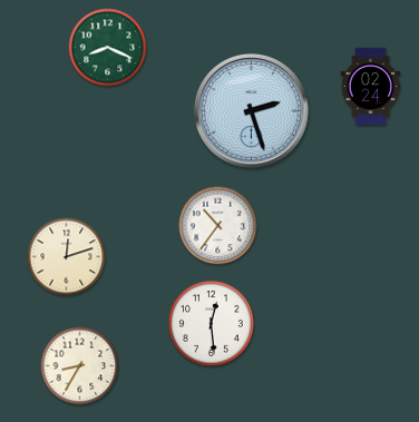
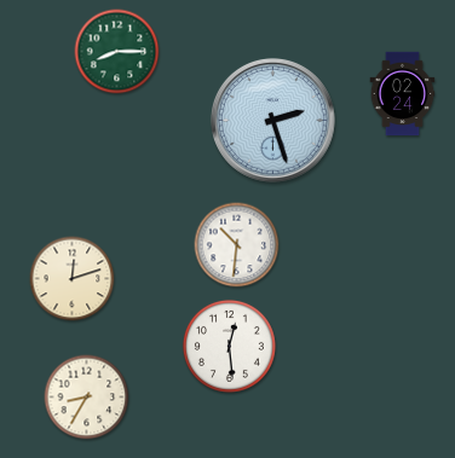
clock at (108, 48): 8:19 -> 8:15
clock at (218, 226): 10:36 -> 10:31
clock at (211, 323) position: (211, 323) -> (229, 346)
